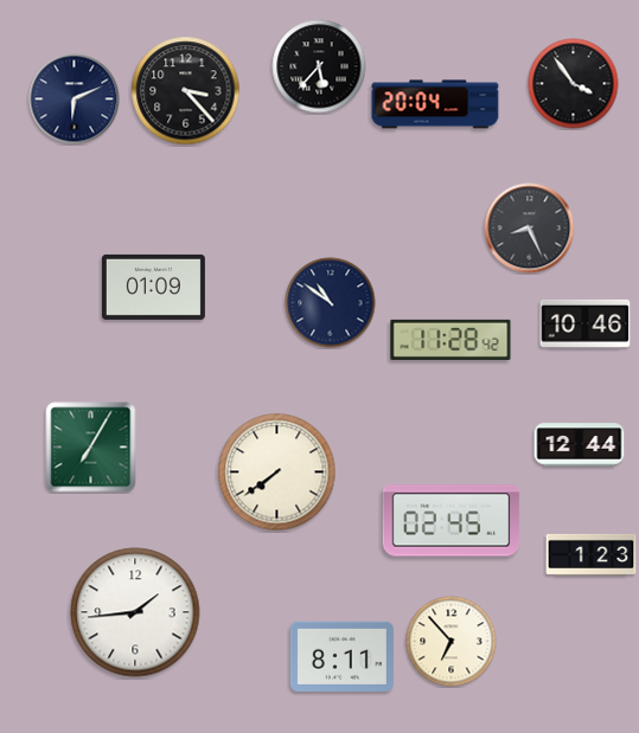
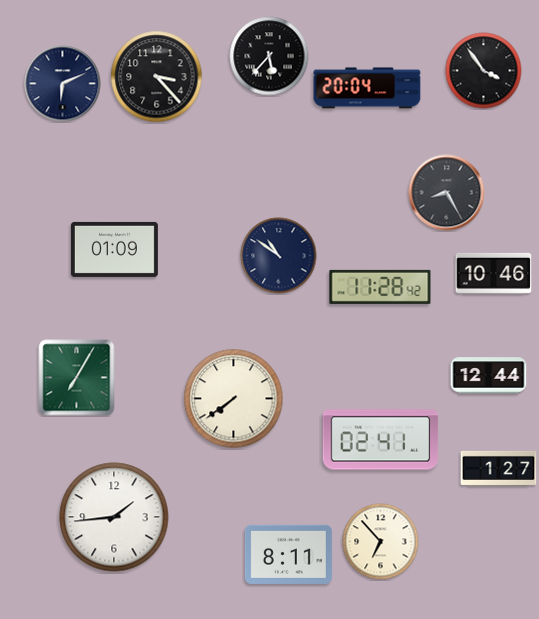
clock at (530, 229): 8:26 -> 8:25
clock at (153, 287) position: (153, 287) -> (114, 249)
clock at (452, 521): 02:45 -> 02:41
clock at (592, 554): 1:23 -> 1:27
